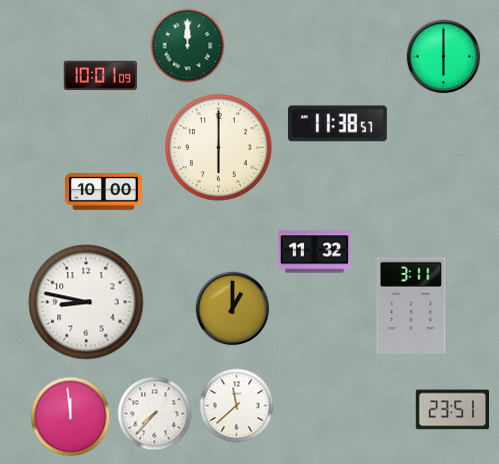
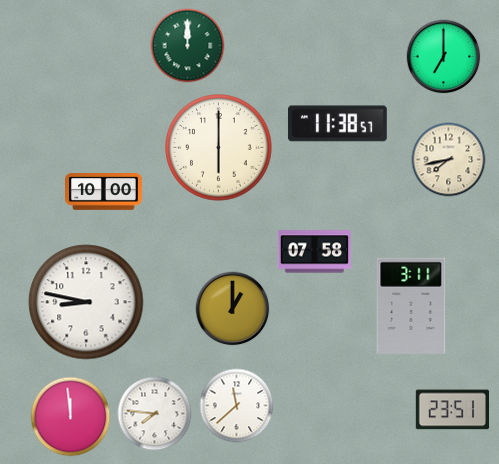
clock at (444, 57): 6:00 -> 7:00
clock at (100, 76): 10:01 -> none
clock at (449, 160): none -> 7:43
clock at (314, 252): 11:32 -> 07:58
clock at (155, 414): 7:37 -> 7:46
